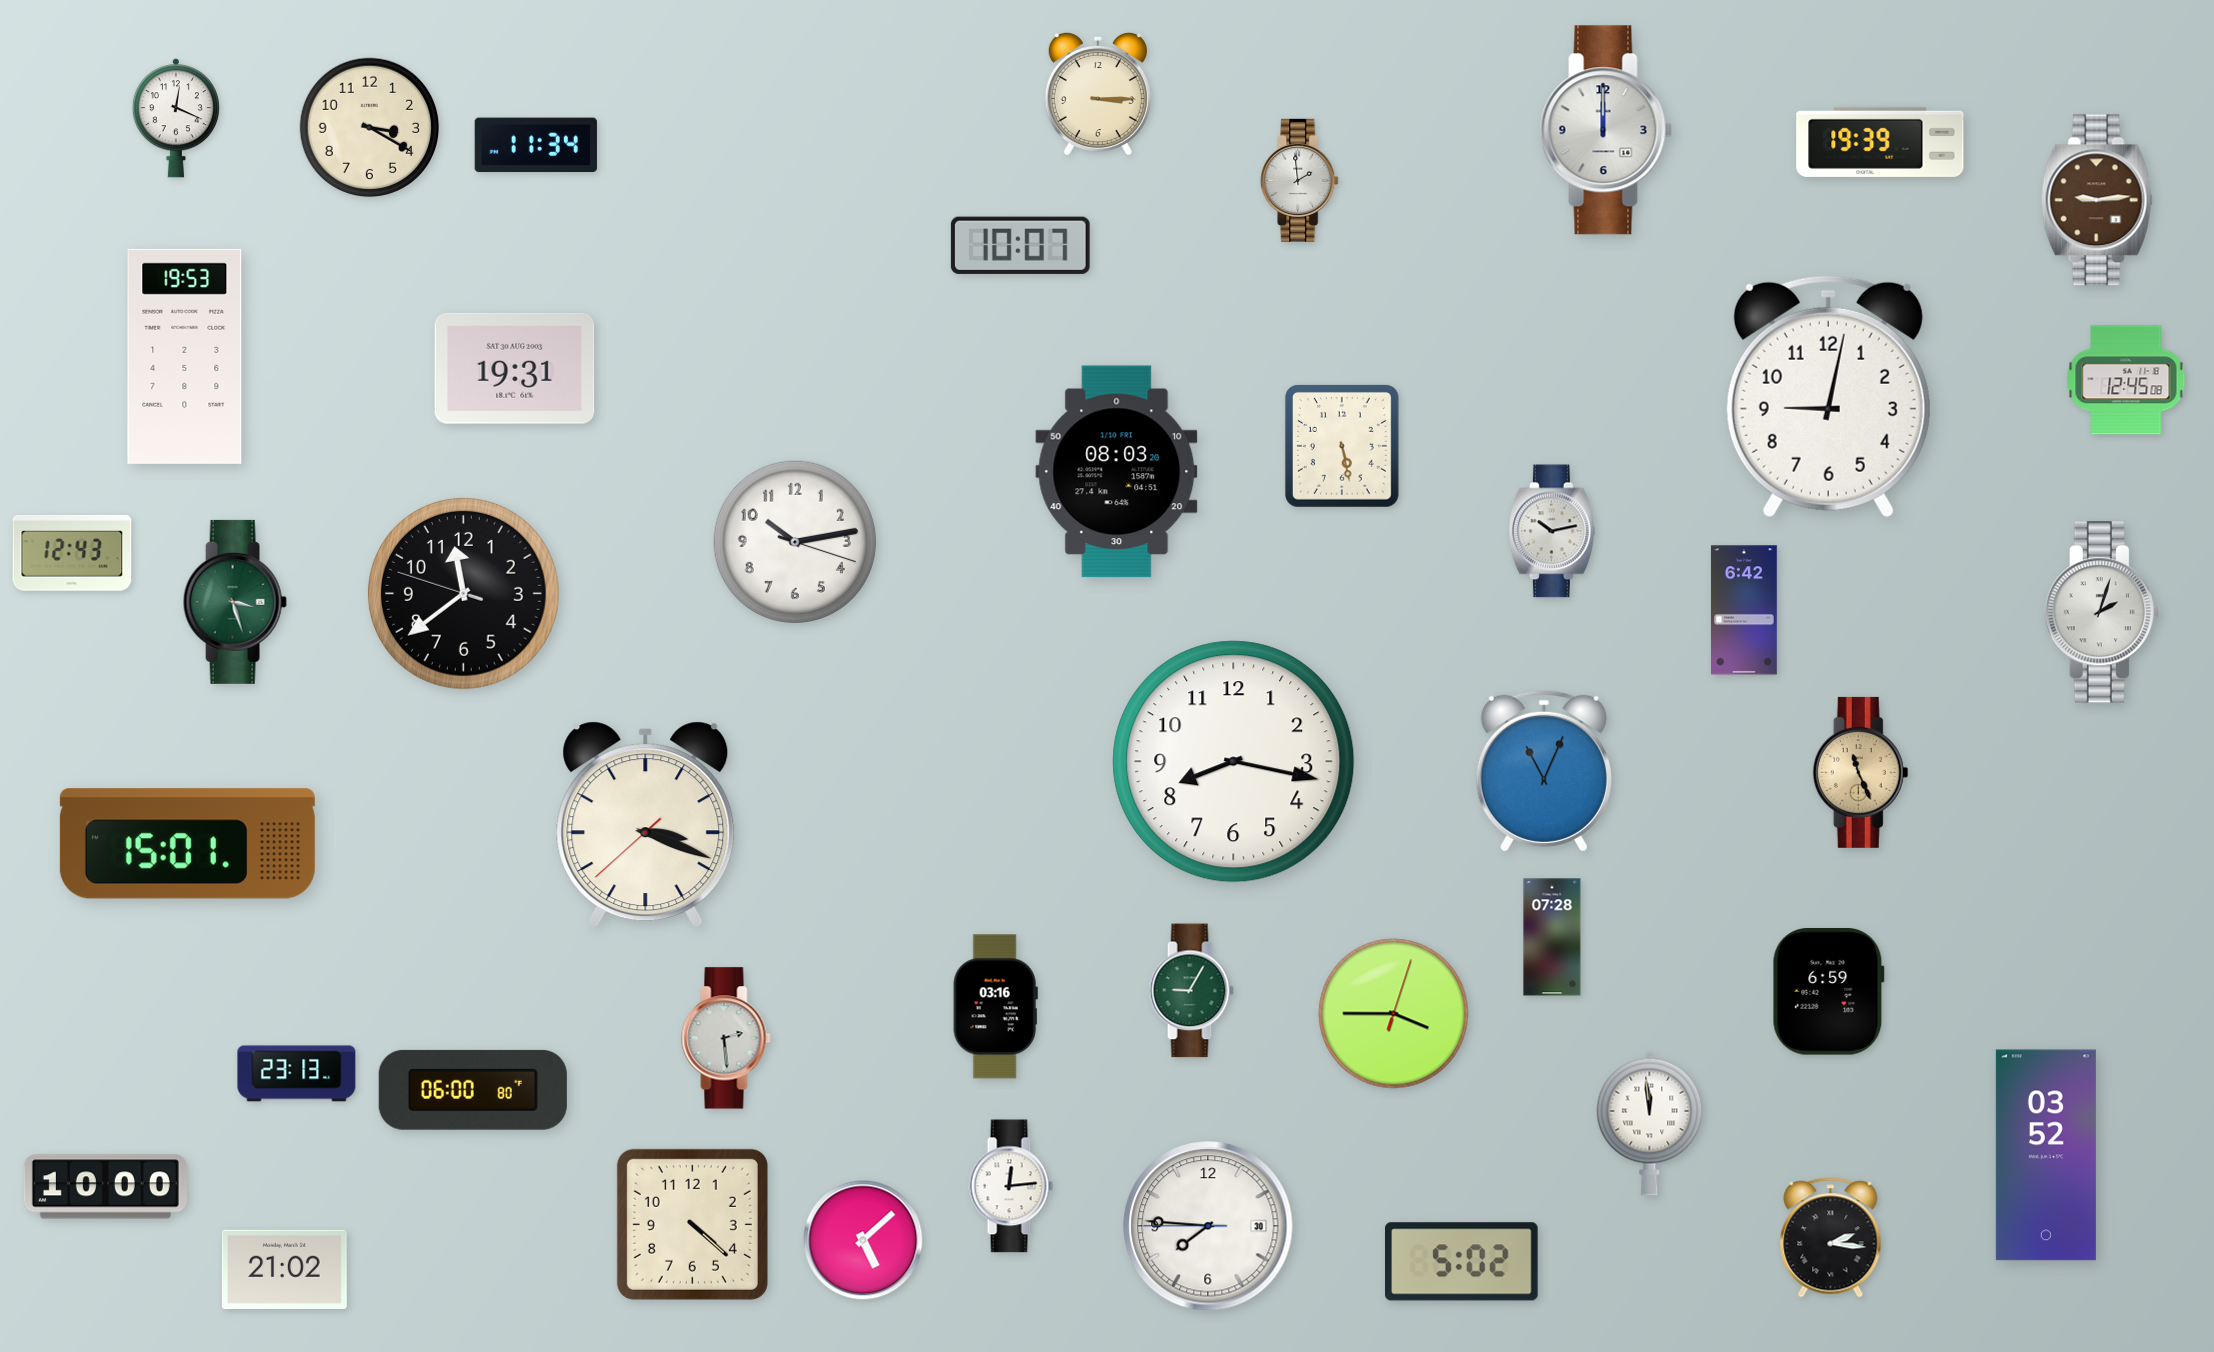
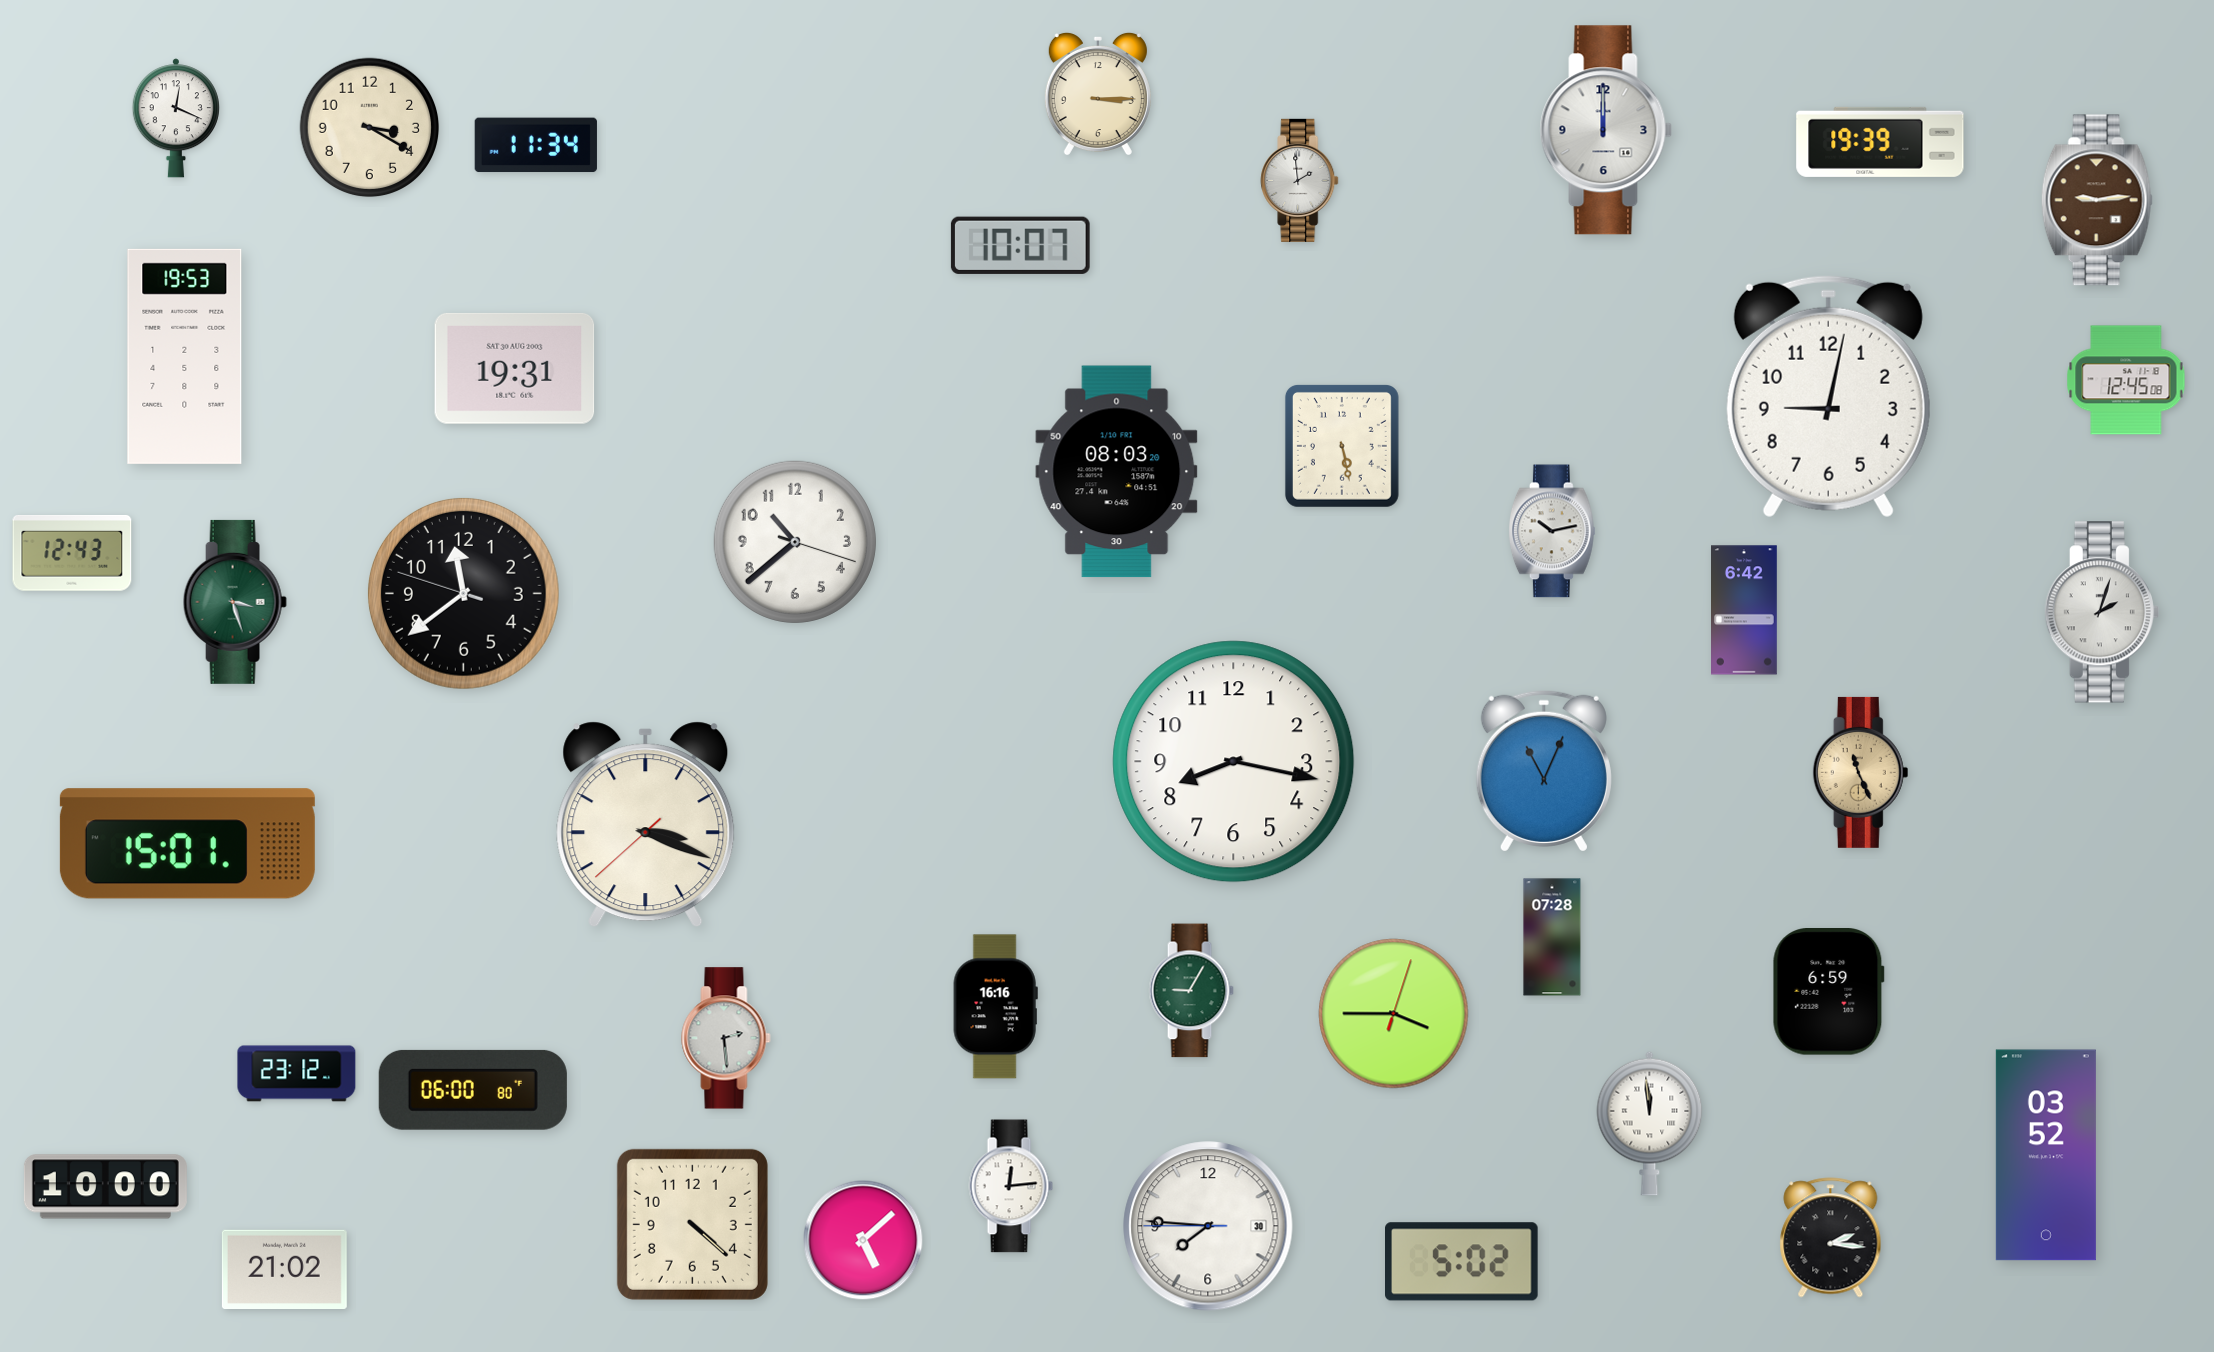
clock at (795, 542): 10:13 -> 10:38
clock at (995, 1007): 03:16 -> 16:16
clock at (297, 1074): 23:13 -> 23:12
